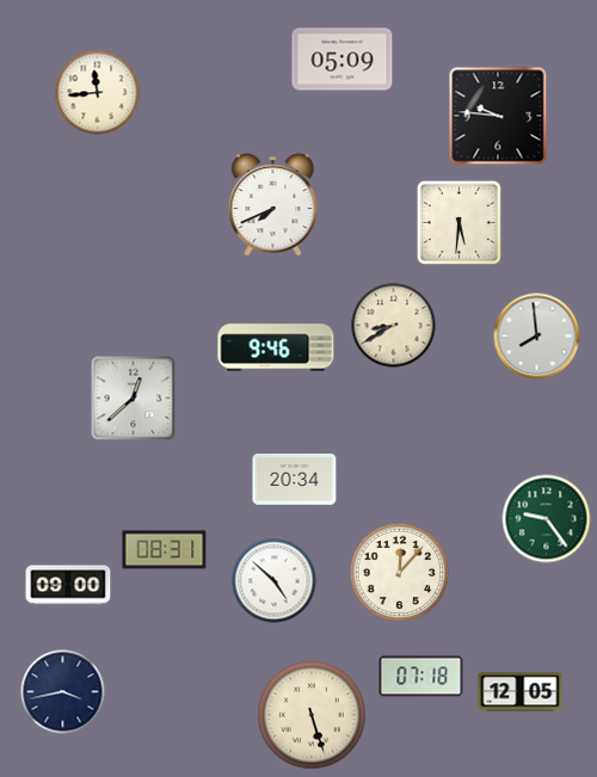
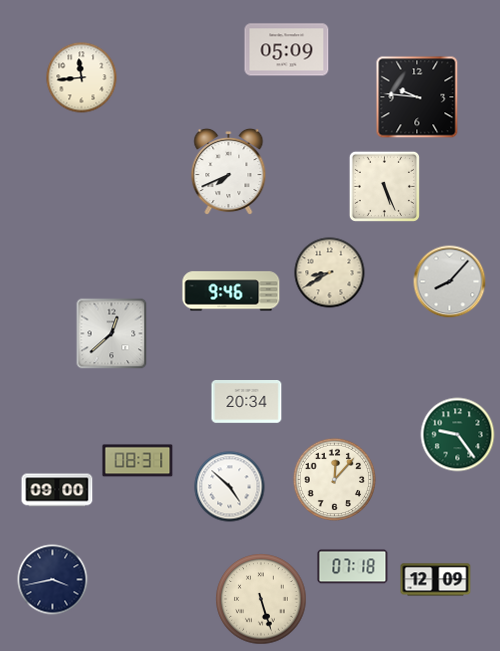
clock at (458, 222): 5:31 -> 5:26
clock at (537, 337): 7:59 -> 8:07
clock at (521, 692): 12:05 -> 12:09
